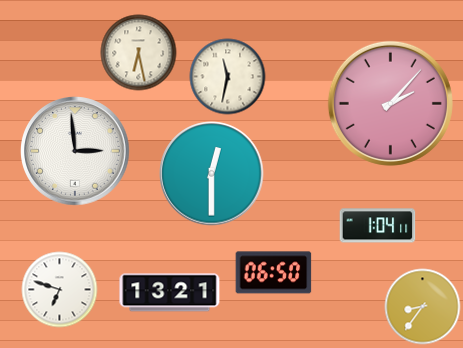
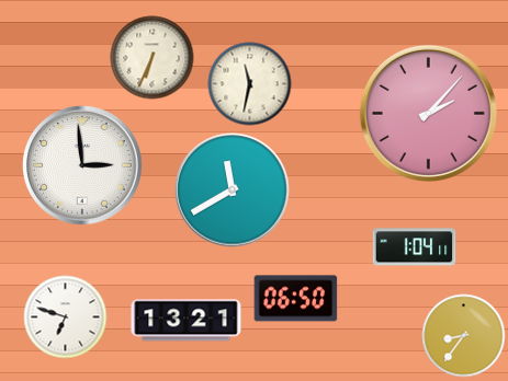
clock at (139, 53): 6:28 -> 6:34
clock at (212, 174): 12:30 -> 11:40
clock at (274, 273) position: (274, 273) -> (296, 299)
